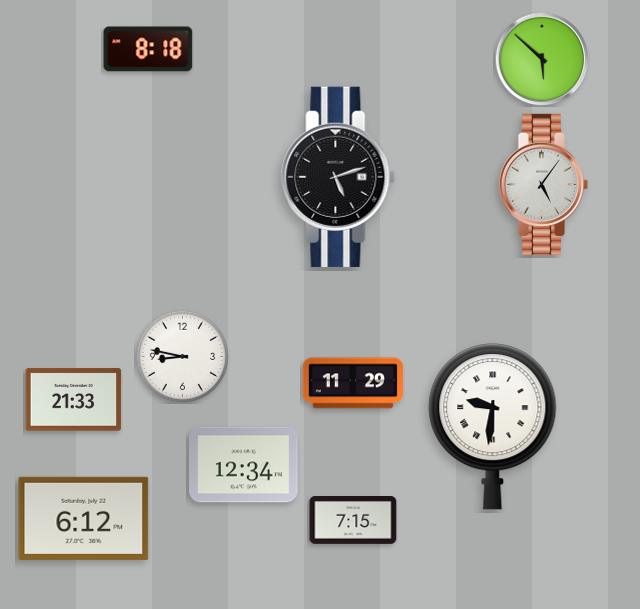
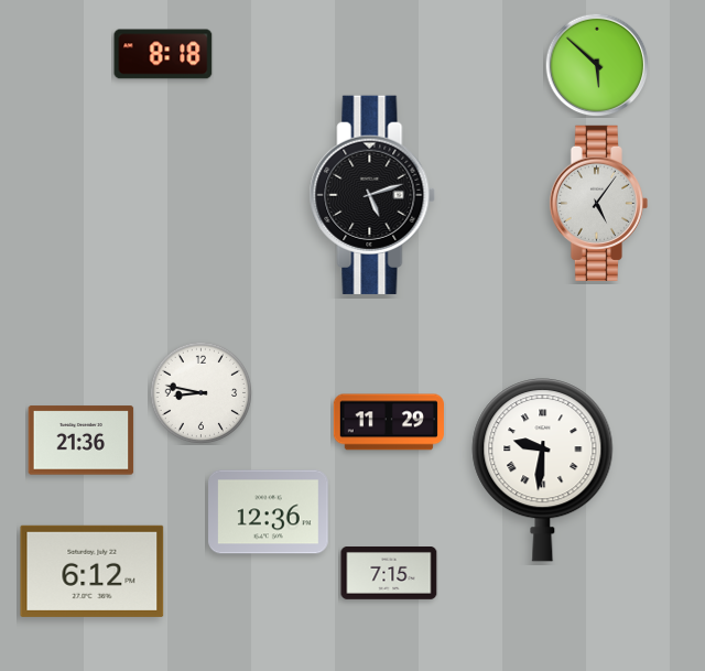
clock at (74, 400): 21:33 -> 21:36
clock at (244, 465): 12:34 -> 12:36
